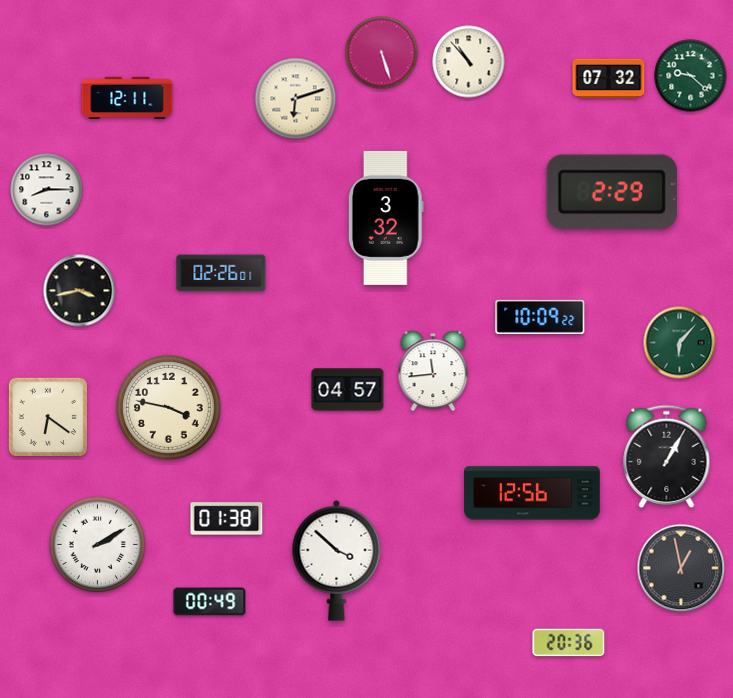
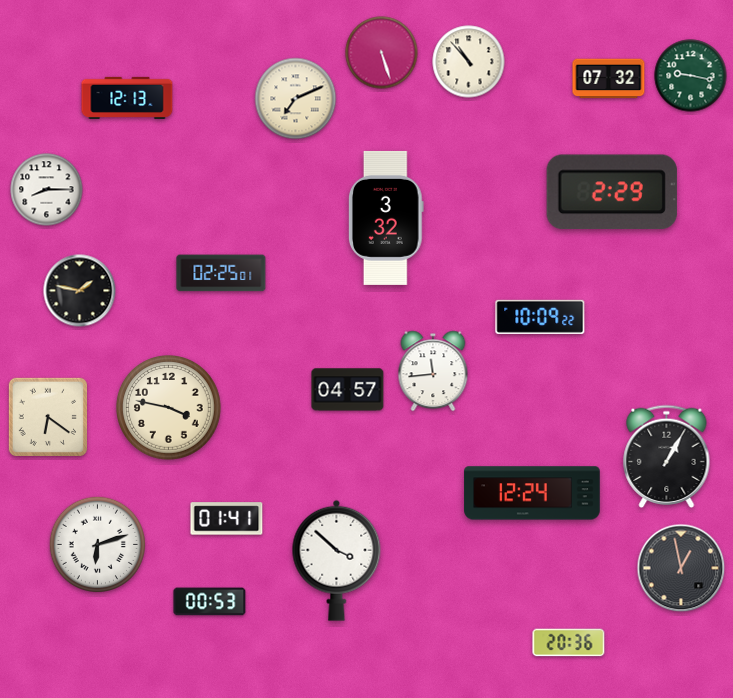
clock at (691, 76): 9:22 -> 9:17
clock at (127, 97): 12:11 -> 12:13
clock at (296, 99): 6:12 -> 7:11
clock at (221, 273): 02:26 -> 02:25
clock at (80, 291): 3:43 -> 1:47
clock at (680, 343): 6:07 -> none
clock at (532, 493): 12:56 -> 12:24
clock at (227, 519): 01:38 -> 01:41
clock at (97, 544): 2:10 -> 6:12
clock at (210, 602): 00:49 -> 00:53
